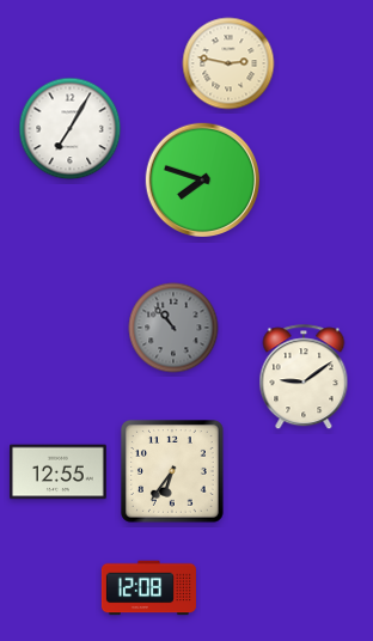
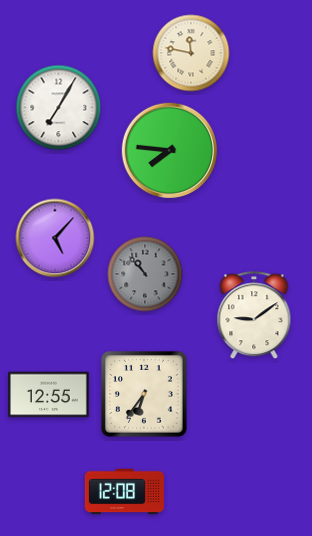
clock at (228, 63): 2:47 -> 11:47
clock at (202, 179): 7:48 -> 7:46
clock at (55, 238): none -> 5:07
